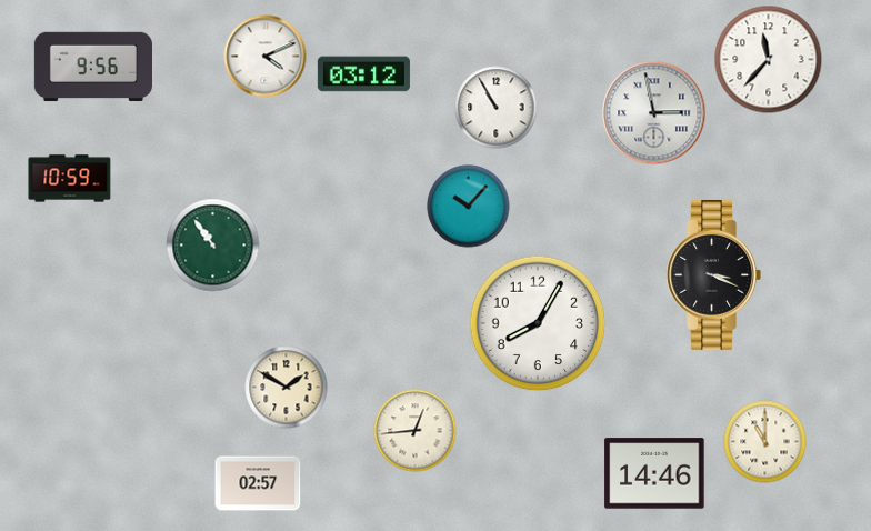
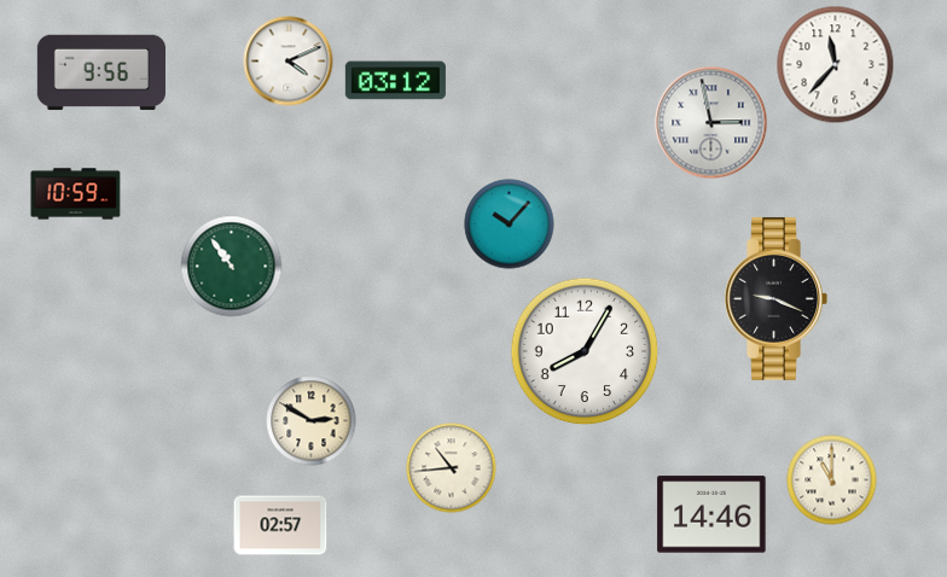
clock at (497, 108): 10:55 -> none
clock at (713, 274): 3:19 -> 9:19
clock at (287, 388): 1:50 -> 2:50
clock at (416, 431): 12:44 -> 10:44
